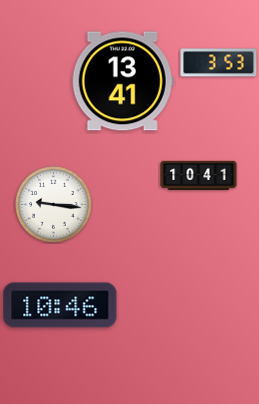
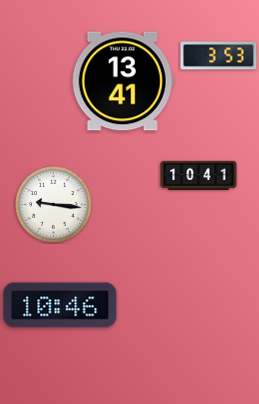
clock at (219, 63) position: (219, 63) -> (219, 56)
